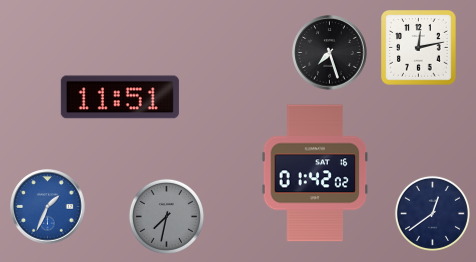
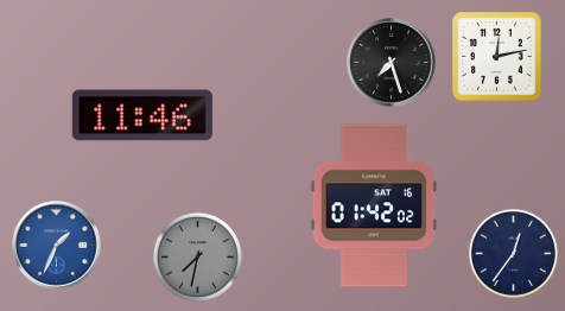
clock at (120, 97): 11:51 -> 11:46
clock at (432, 213): 12:39 -> 12:36
